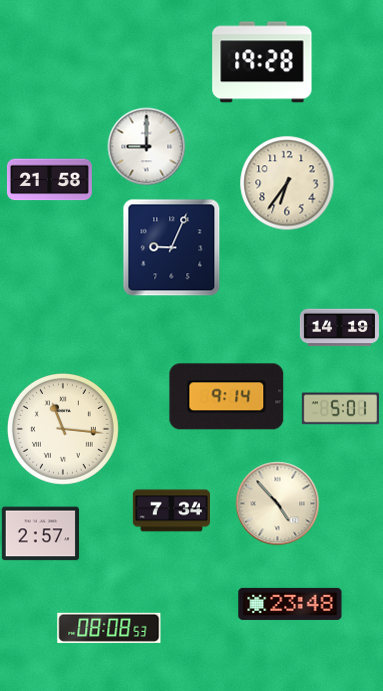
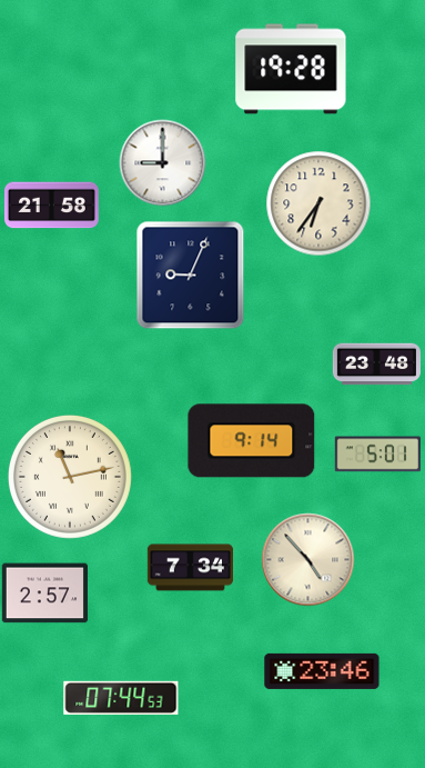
clock at (49, 180) position: (49, 180) -> (51, 206)
clock at (339, 328): 14:19 -> 23:48
clock at (63, 429): 11:16 -> 11:13
clock at (290, 604): 23:48 -> 23:46
clock at (109, 628): 08:08 -> 07:44
